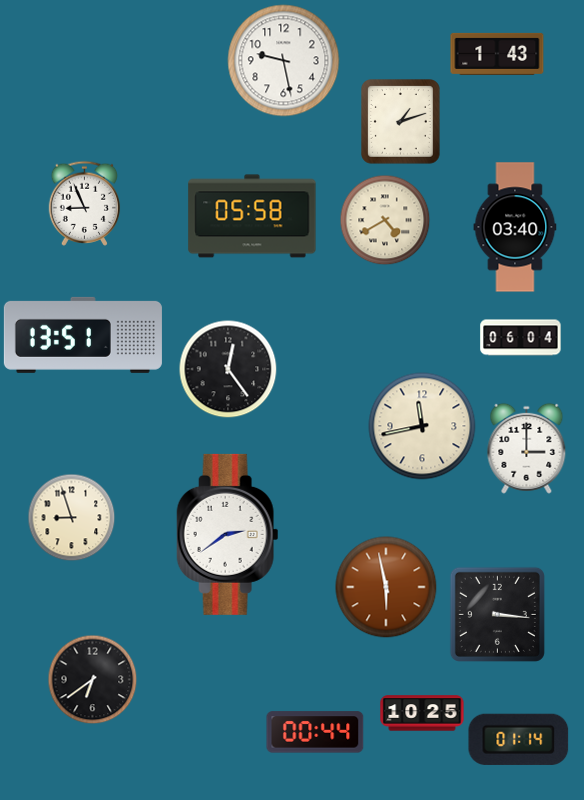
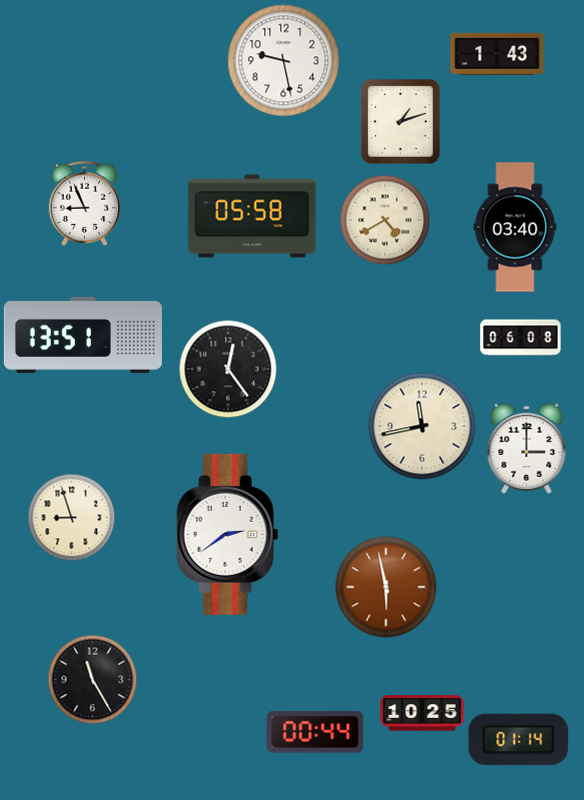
clock at (521, 338): 06:04 -> 06:08
clock at (497, 614): 3:16 -> none
clock at (92, 679): 6:39 -> 11:25
